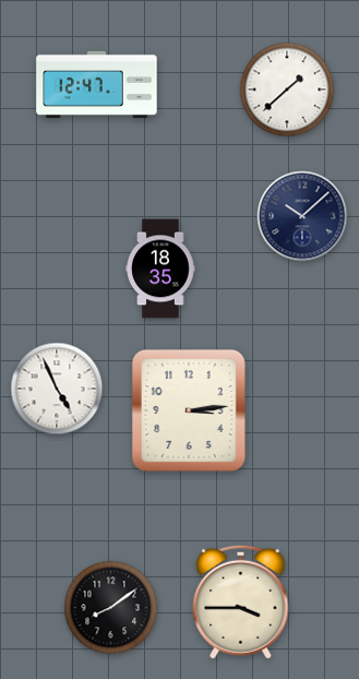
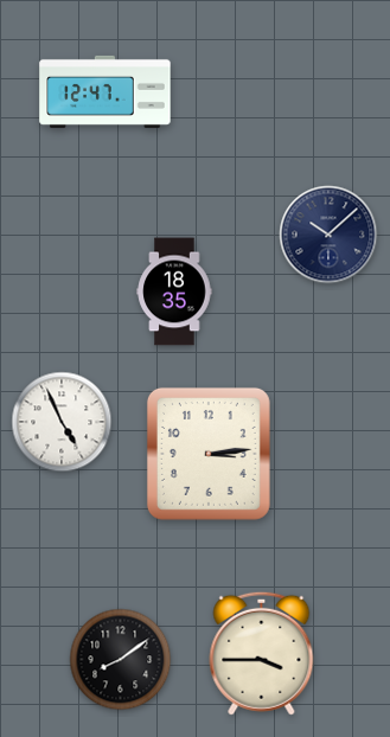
clock at (287, 90): 1:38 -> none
clock at (189, 410) position: (189, 410) -> (209, 454)
